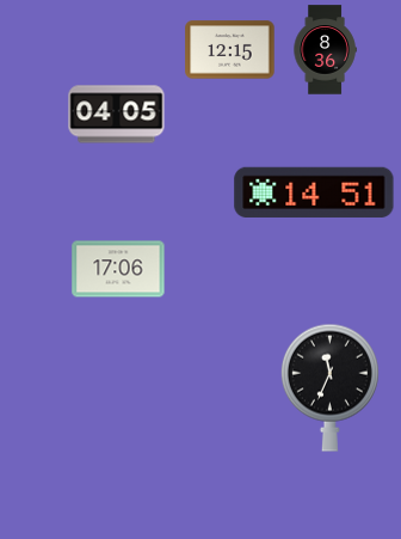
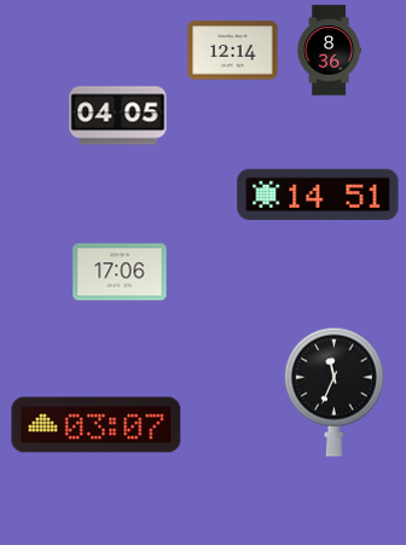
clock at (230, 50): 12:15 -> 12:14
clock at (97, 425): none -> 03:07
